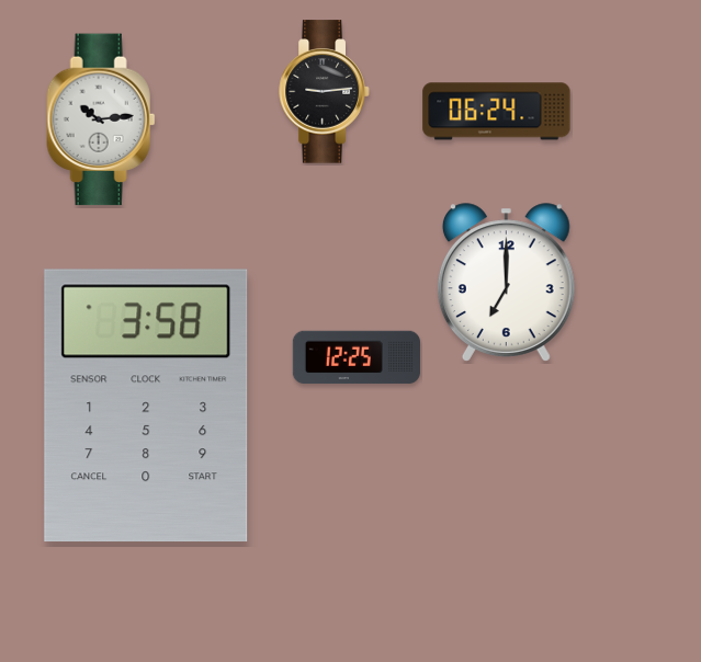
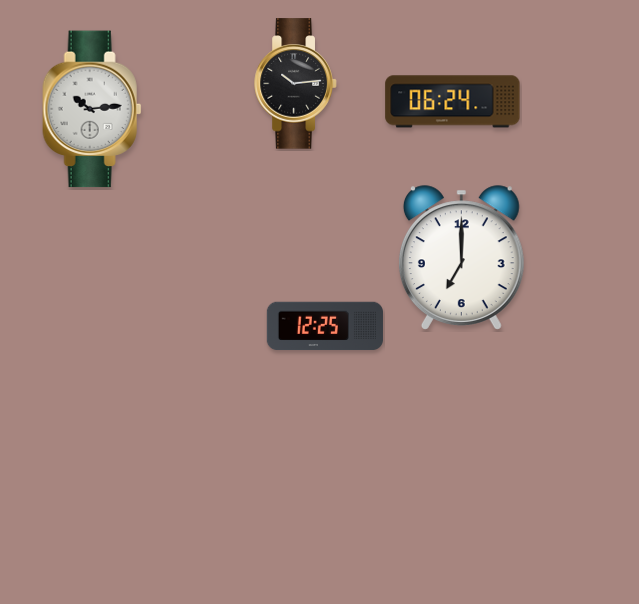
clock at (325, 92): 9:14 -> 10:14
clock at (146, 406): 3:58 -> none
